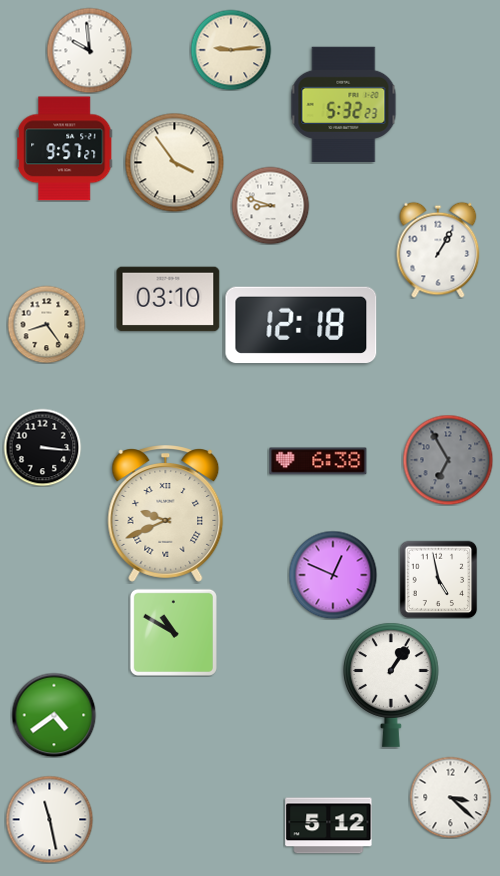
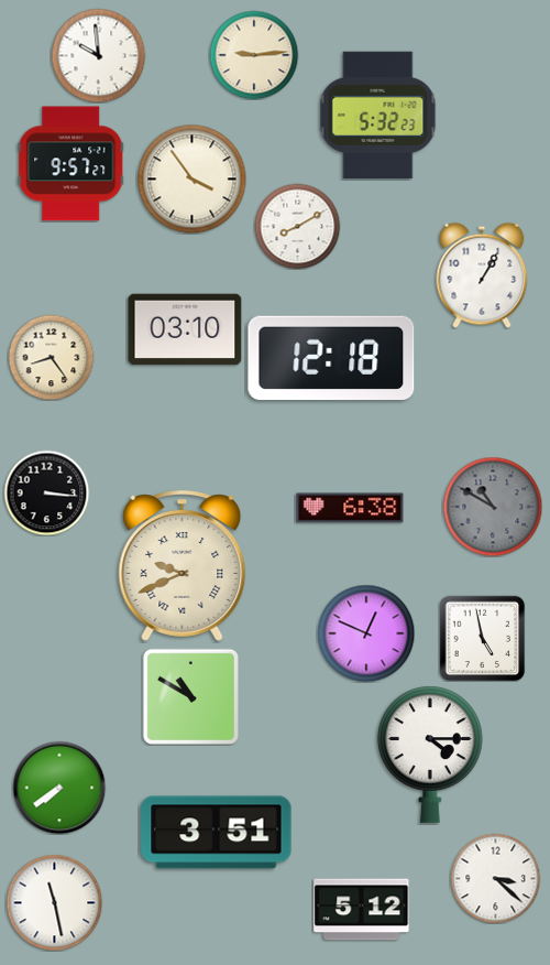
clock at (270, 205): 8:48 -> 8:10
clock at (448, 460): 6:55 -> 10:50
clock at (392, 685): 1:06 -> 4:15
clock at (54, 715): 4:39 -> 7:39
clock at (217, 833): none -> 3:51
